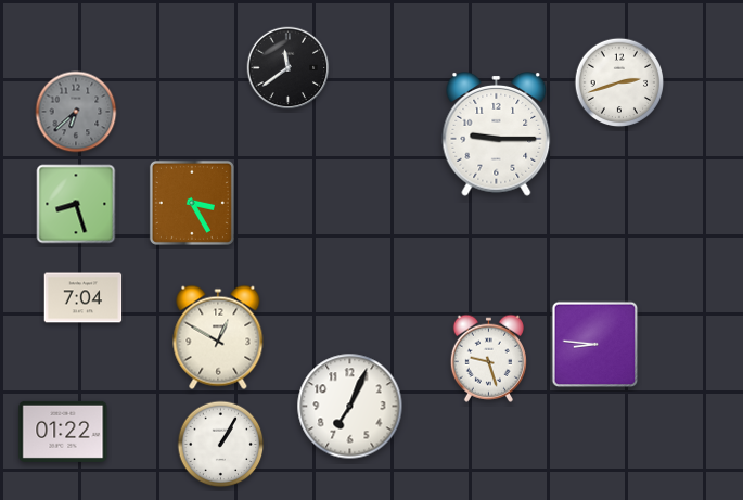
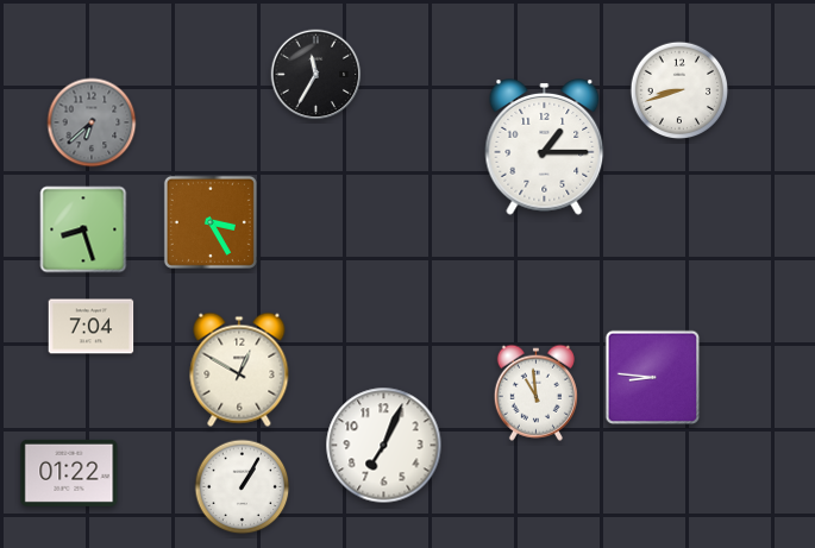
clock at (289, 68): 11:39 -> 11:35
clock at (619, 82): 2:42 -> 8:42
clock at (76, 112) position: (76, 112) -> (92, 122)
clock at (497, 134): 9:15 -> 1:15
clock at (76, 204) position: (76, 204) -> (83, 229)
clock at (488, 358): 9:27 -> 10:59
